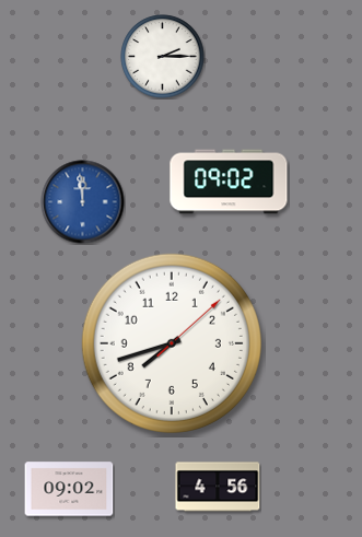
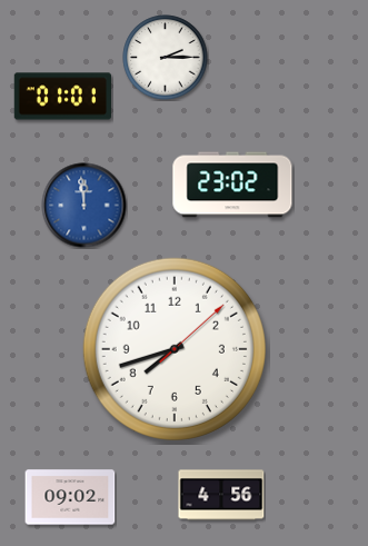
clock at (62, 97): none -> 01:01
clock at (229, 182): 09:02 -> 23:02
